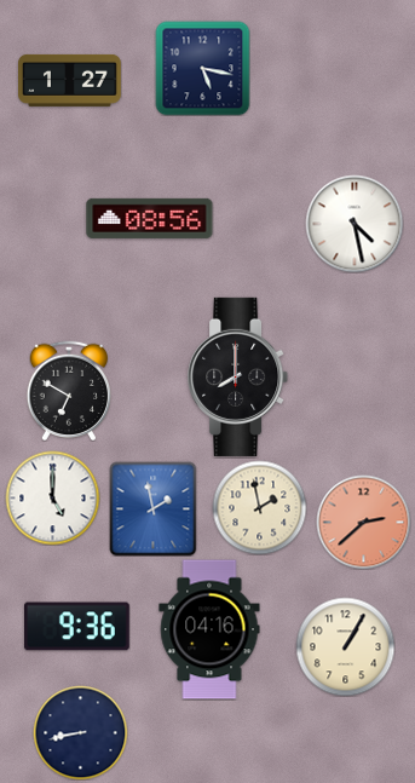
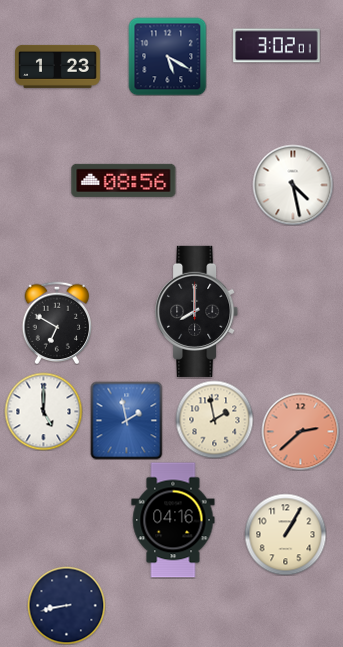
clock at (277, 46): none -> 3:02
clock at (202, 68): 5:17 -> 5:20
clock at (70, 80): 1:27 -> 1:23
clock at (77, 627): 9:36 -> none
